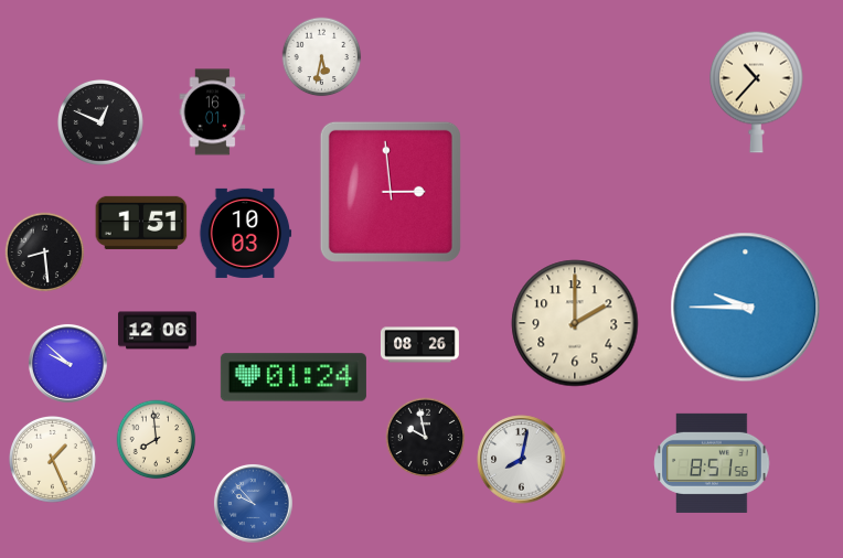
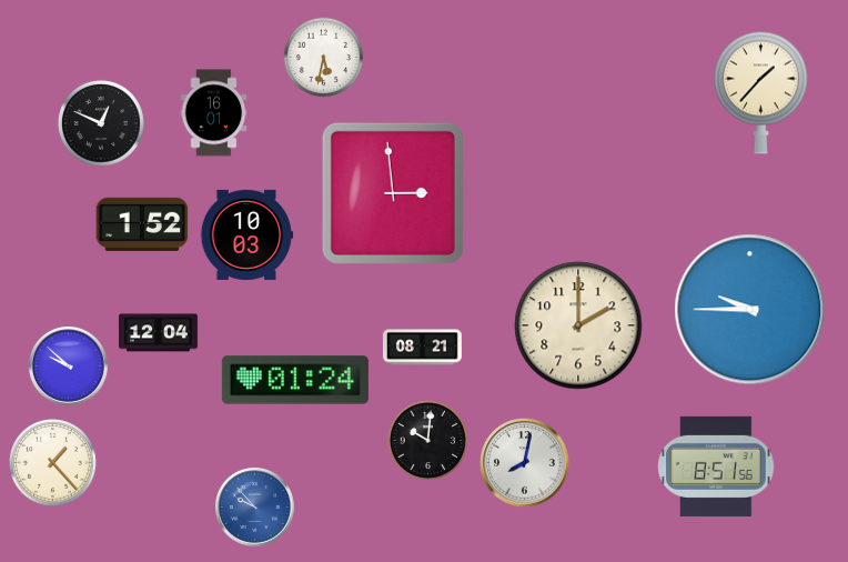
clock at (757, 92): 10:37 -> 1:37
clock at (141, 223): 1:51 -> 1:52
clock at (45, 253): 8:29 -> none
clock at (157, 331): 12:06 -> 12:04
clock at (419, 345): 08:26 -> 08:21
clock at (426, 438): 9:58 -> 10:01
clock at (157, 440): 7:59 -> none
clock at (53, 460): 1:26 -> 1:23
